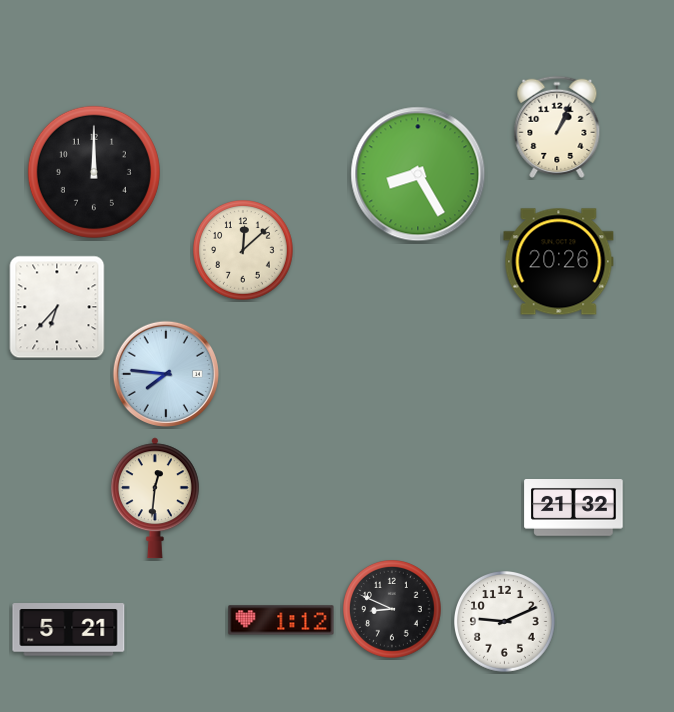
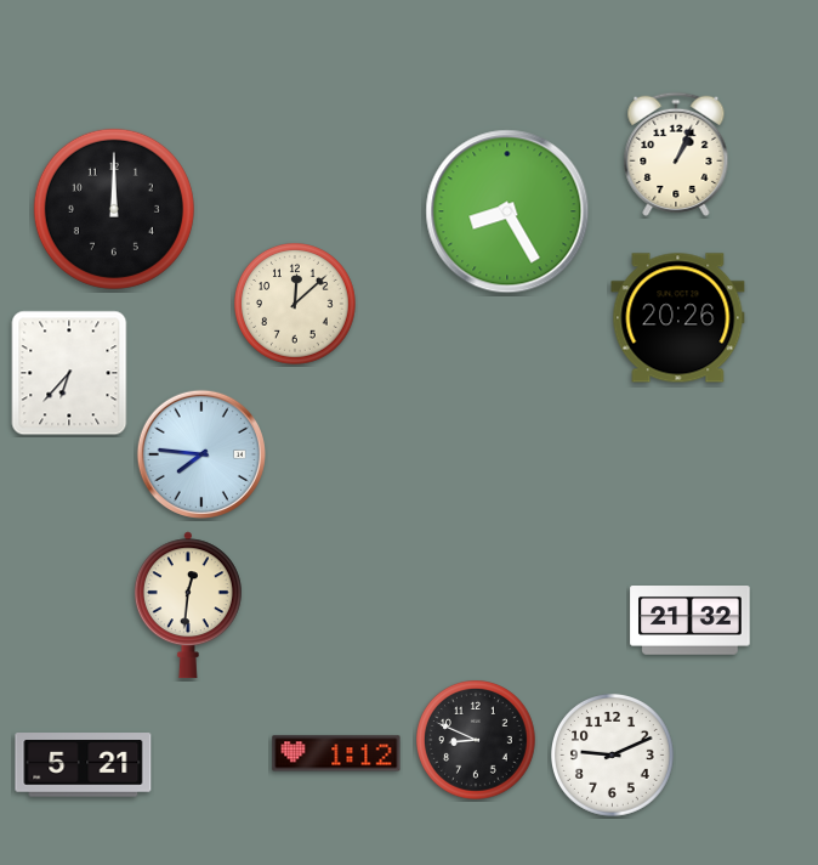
clock at (574, 508) position: (574, 508) -> (691, 621)
clock at (281, 620) position: (281, 620) -> (336, 753)
